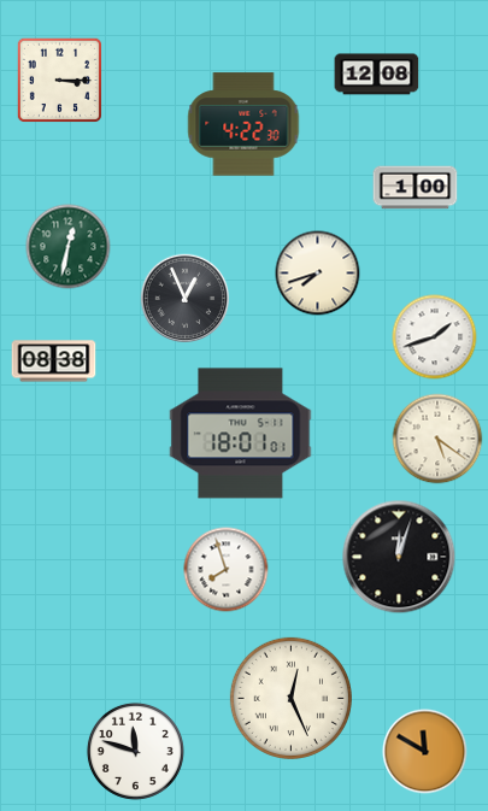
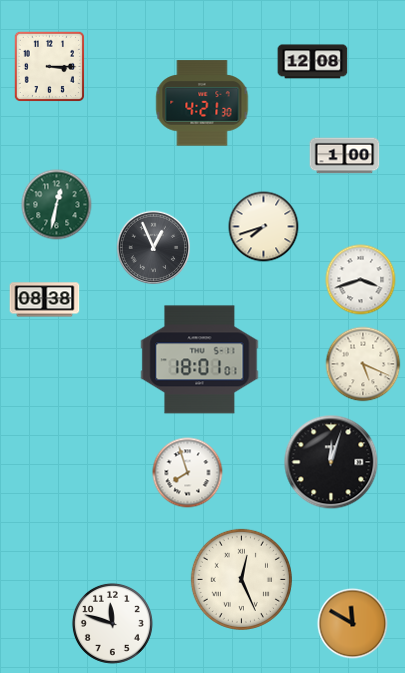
clock at (243, 124): 4:22 -> 4:21
clock at (435, 337): 1:42 -> 3:42
clock at (437, 439): 5:21 -> 5:19
